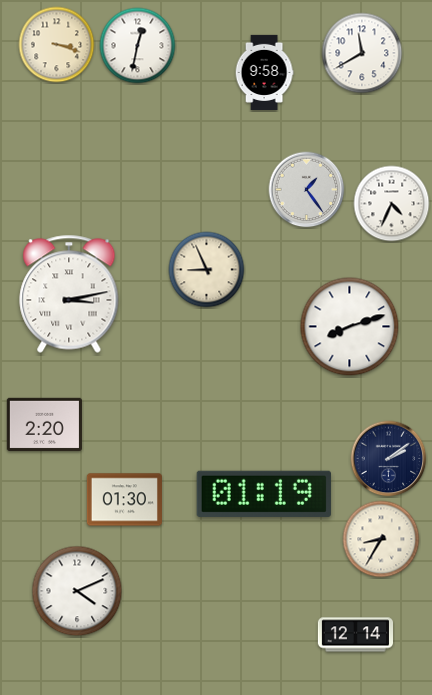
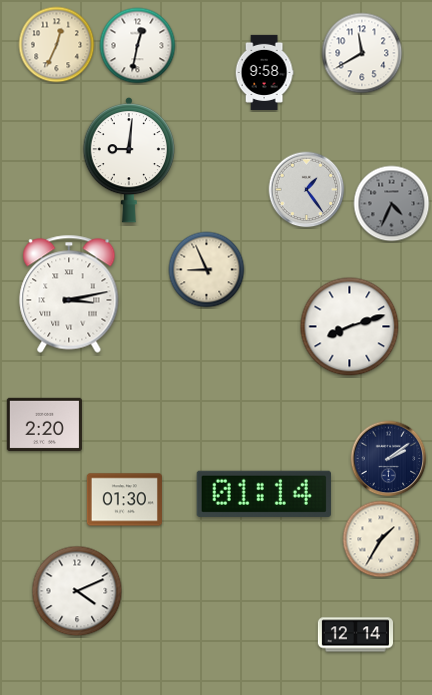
clock at (57, 45): 3:18 -> 12:34
clock at (128, 160): none -> 9:01
clock at (392, 204) dial: white -> grey
clock at (264, 494): 01:19 -> 01:14
clock at (381, 539): 8:35 -> 1:35
